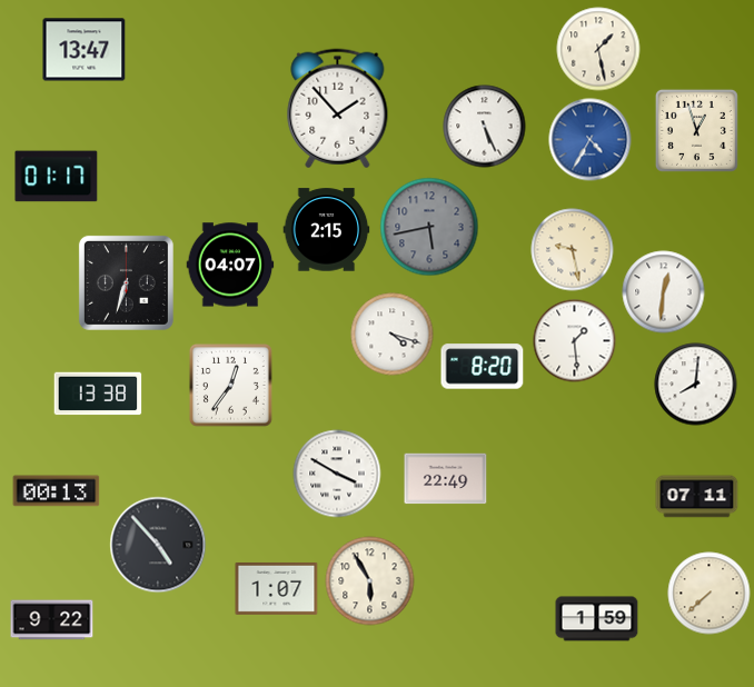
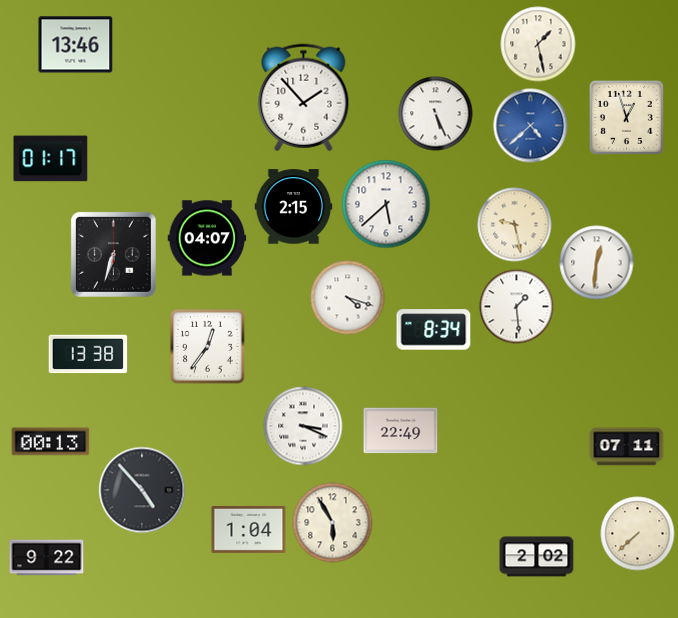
clock at (85, 50): 13:47 -> 13:46
clock at (591, 140): 4:35 -> 4:38
clock at (429, 227): 5:43 -> 5:38
clock at (429, 227) dial: grey -> white
clock at (393, 335) position: (393, 335) -> (348, 298)
clock at (483, 367): 8:20 -> 8:34
clock at (696, 385): 8:01 -> none
clock at (337, 474): 3:50 -> 3:19
clock at (277, 588): 1:07 -> 1:04
clock at (597, 619): 1:59 -> 2:02
